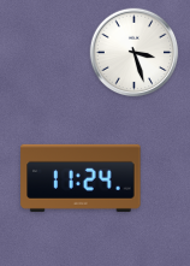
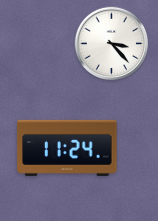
clock at (135, 53): 3:27 -> 3:23
